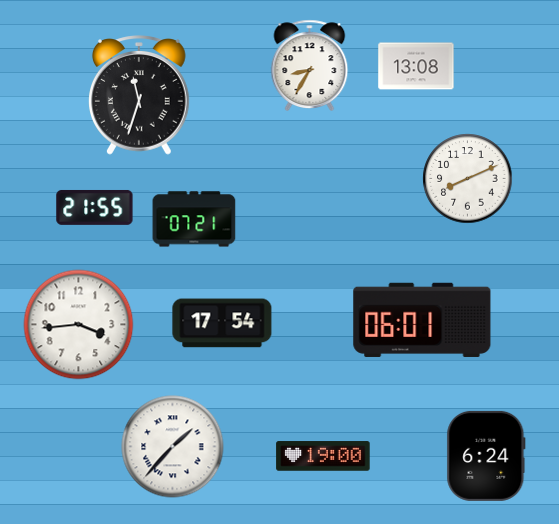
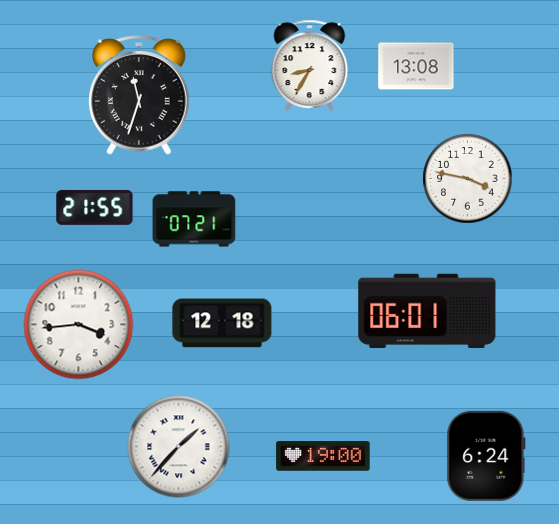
clock at (468, 179): 8:11 -> 3:47
clock at (422, 320) position: (422, 320) -> (427, 311)
clock at (222, 323): 17:54 -> 12:18
clock at (173, 447) position: (173, 447) -> (179, 447)
